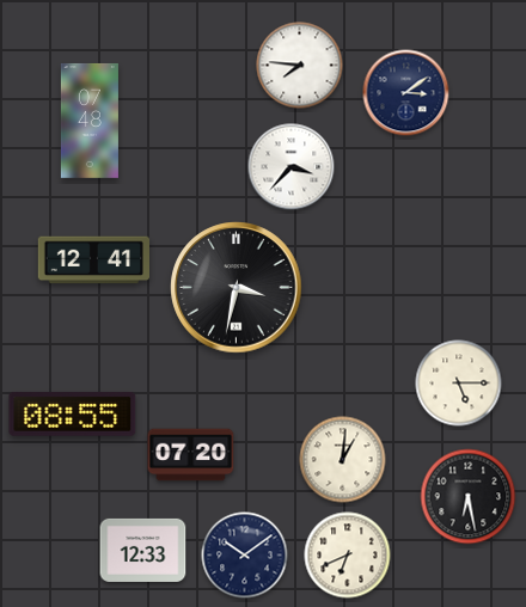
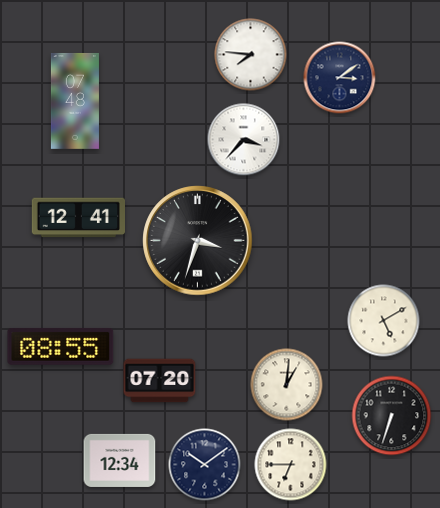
clock at (237, 288): 3:32 -> 3:33
clock at (459, 384): 5:15 -> 5:10
clock at (469, 497): 6:28 -> 6:33
clock at (143, 550): 12:33 -> 12:34
clock at (348, 556): 6:41 -> 6:45
